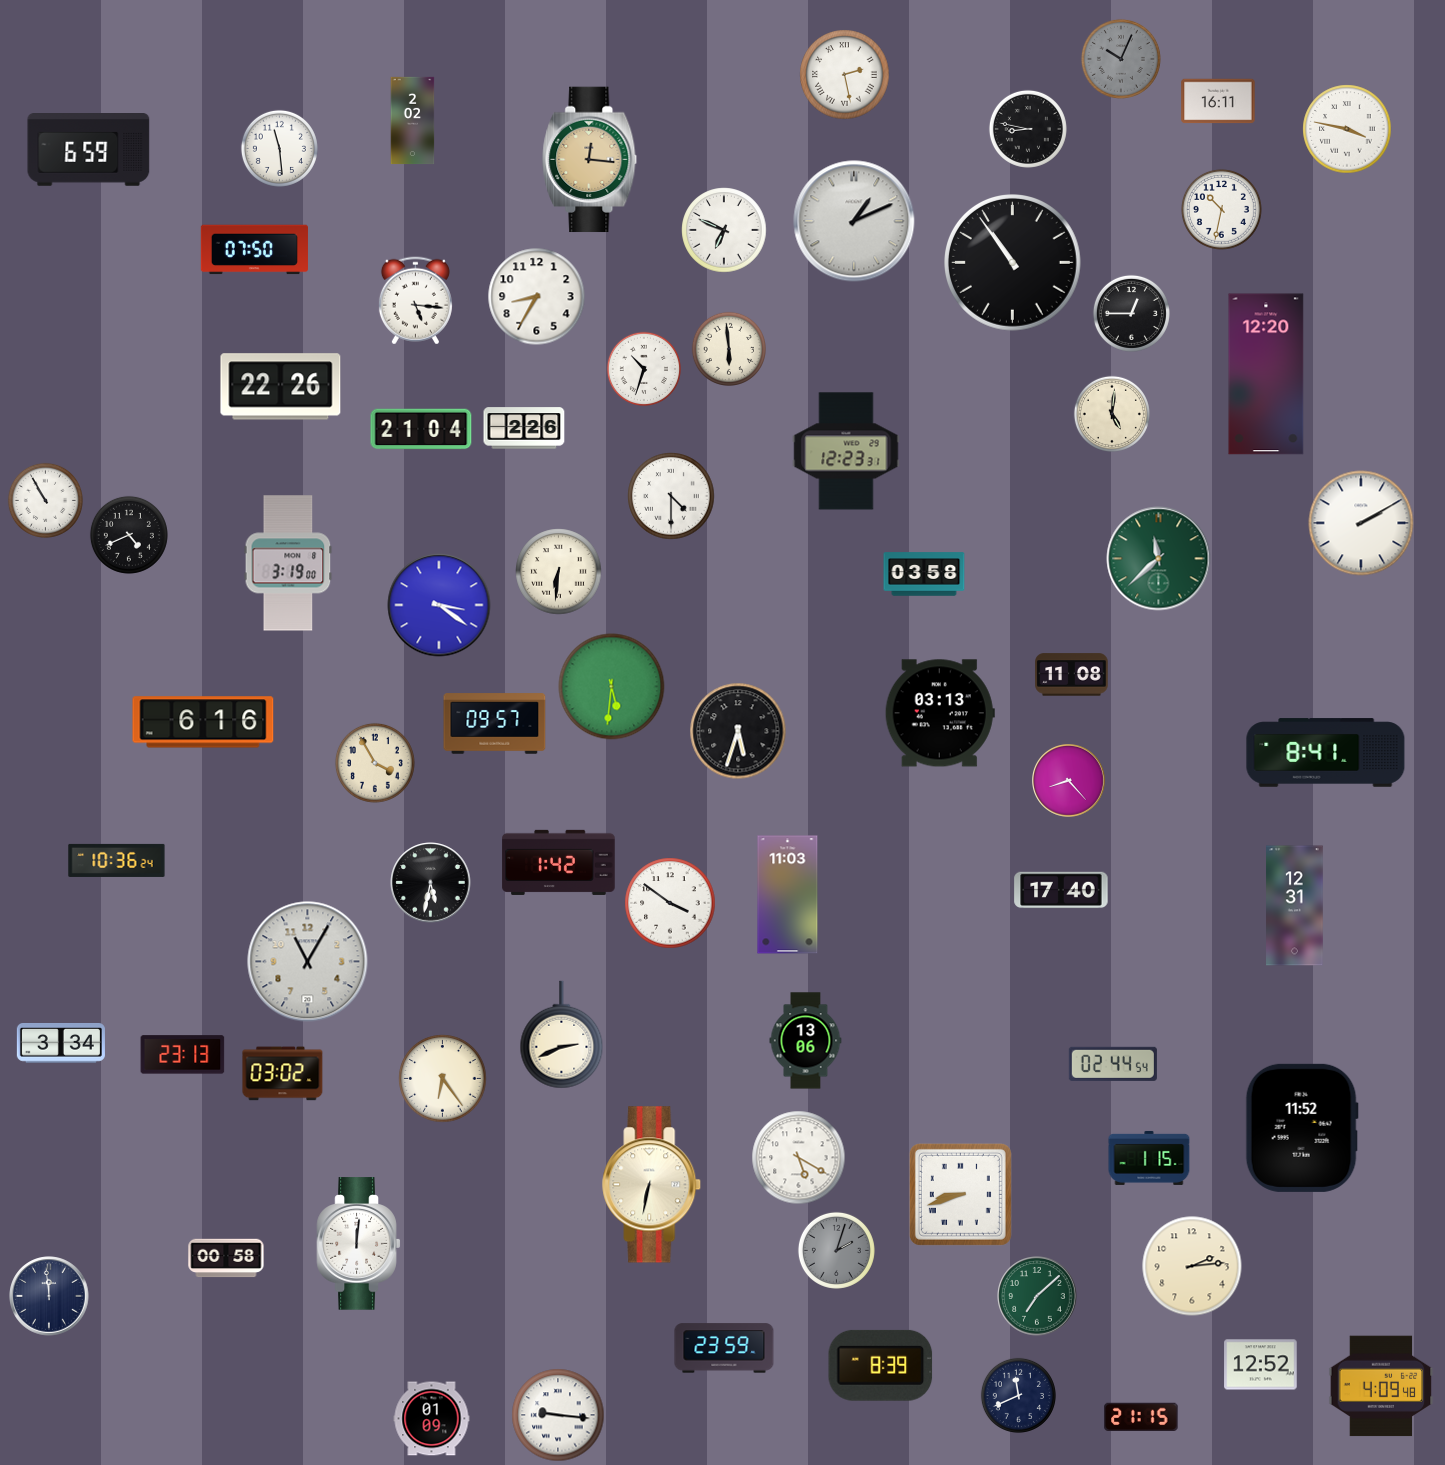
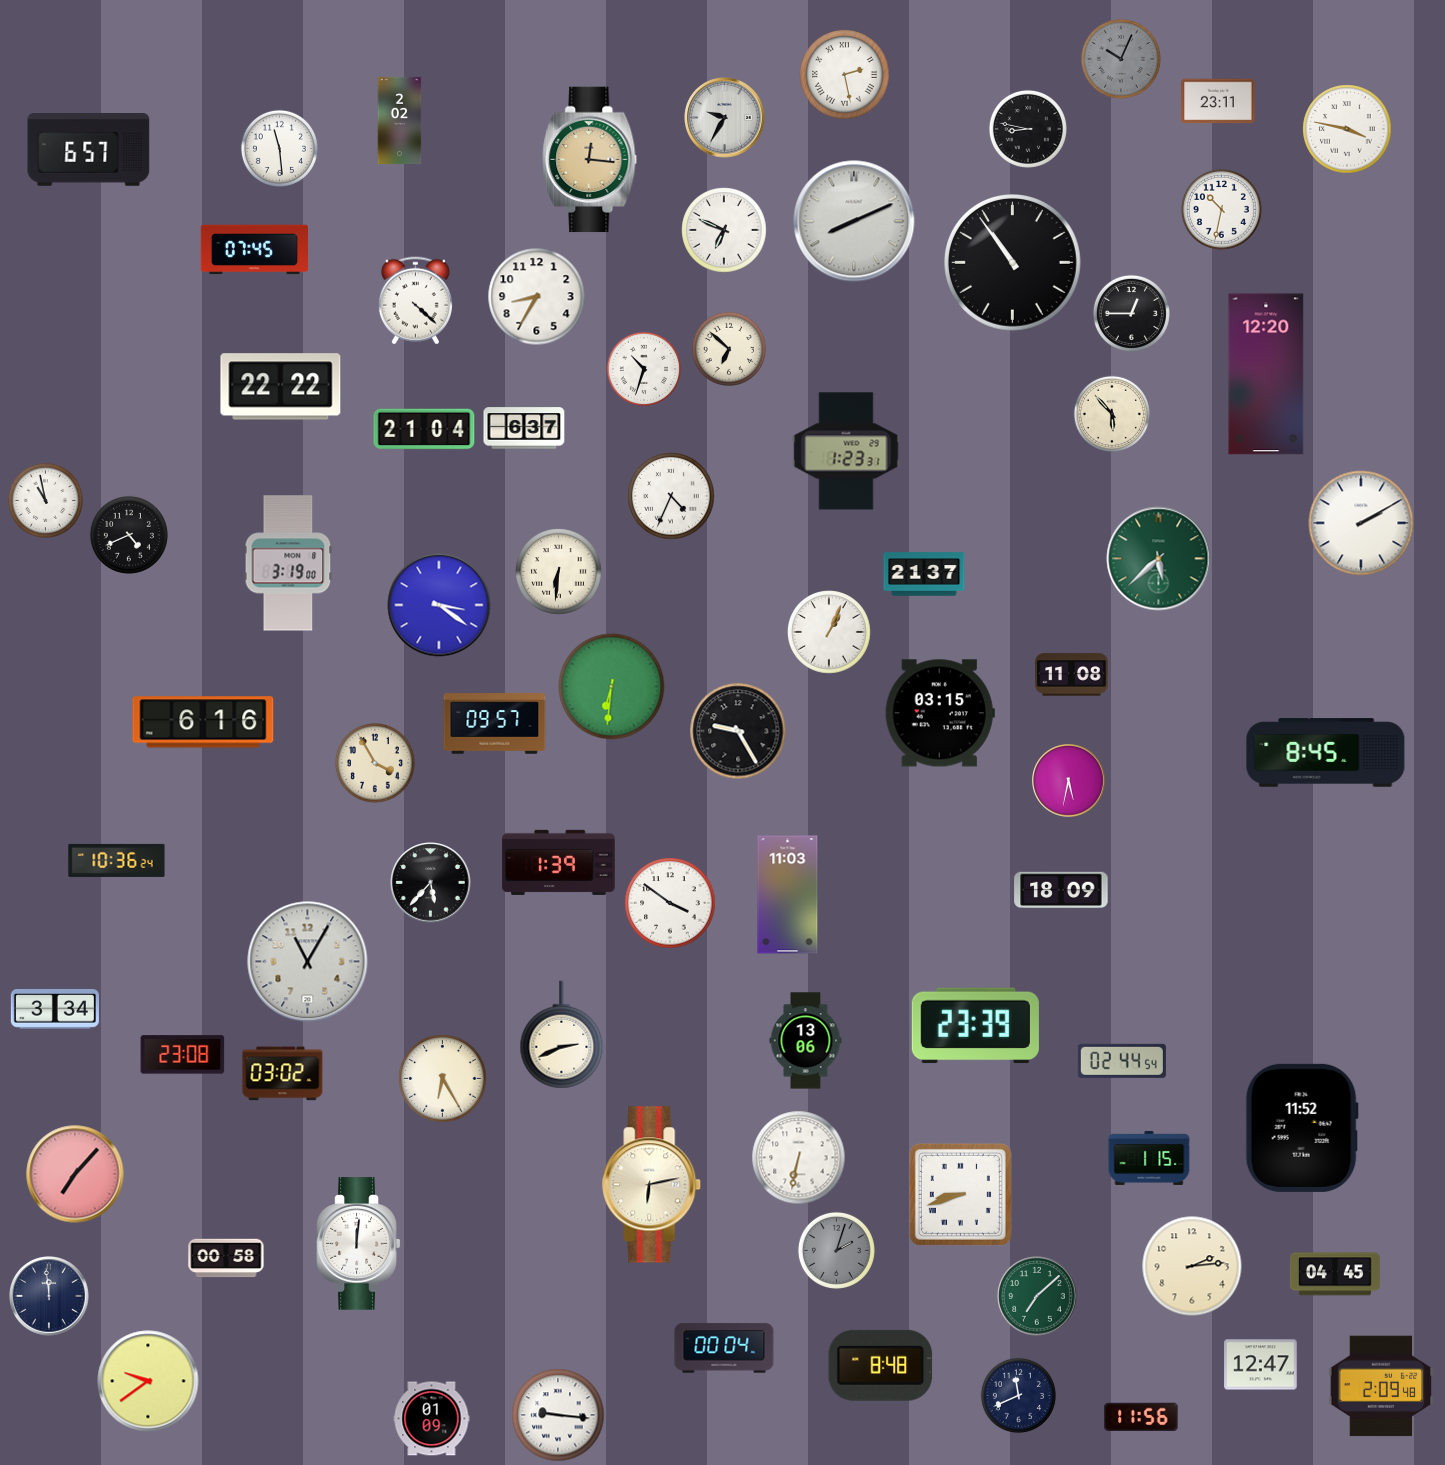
clock at (1218, 101): 16:11 -> 23:11
clock at (725, 118): none -> 9:35
clock at (413, 121) position: (413, 121) -> (400, 121)
clock at (89, 150): 6:59 -> 6:57
clock at (854, 221): 1:11 -> 8:11
clock at (254, 250): 07:50 -> 07:45
clock at (415, 301): 5:16 -> 4:22
clock at (728, 348): 5:59 -> 6:52
clock at (281, 387): 22:26 -> 22:22
clock at (1112, 414): 5:01 -> 5:53
clock at (524, 428): 2:26 -> 6:37
clock at (421, 429) position: (421, 429) -> (424, 429)
clock at (846, 451): 12:23 -> 1:23
clock at (671, 496): 4:30 -> 4:34
clock at (45, 500): 10:55 -> 10:58
clock at (1159, 559): 11:38 -> 5:38
clock at (924, 574): 03:58 -> 21:37
clock at (830, 633): none -> 1:04
clock at (612, 687): 5:31 -> 6:31
clock at (940, 713): 03:13 -> 03:15
clock at (738, 731): 5:33 -> 9:25
clock at (1326, 753): 8:41 -> 8:45
clock at (1069, 781): 8:23 -> 5:32
clock at (559, 862): 1:42 -> 1:39
clock at (431, 883): 5:32 -> 5:37
clock at (1061, 890): 17:40 -> 18:09
clock at (1295, 906): 12:31 -> none
clock at (975, 1026): none -> 23:39
clock at (61, 1044) position: (61, 1044) -> (55, 1010)
clock at (183, 1055): 23:13 -> 23:08
clock at (1113, 1064) position: (1113, 1064) -> (1122, 1061)
clock at (443, 1079): 6:24 -> 6:25
clock at (799, 1158): 5:20 -> 6:32
clock at (75, 1174): none -> 7:07
clock at (652, 1185): 6:32 -> 6:13
clock at (1335, 1274): none -> 04:45
clock at (724, 1348): 23:59 -> 00:04
clock at (881, 1365): 8:39 -> 8:48
clock at (1261, 1365): 12:52 -> 12:47
clock at (148, 1381): none -> 9:39
clock at (1381, 1386): 4:09 -> 2:09
clock at (1141, 1417): 21:15 -> 11:56
